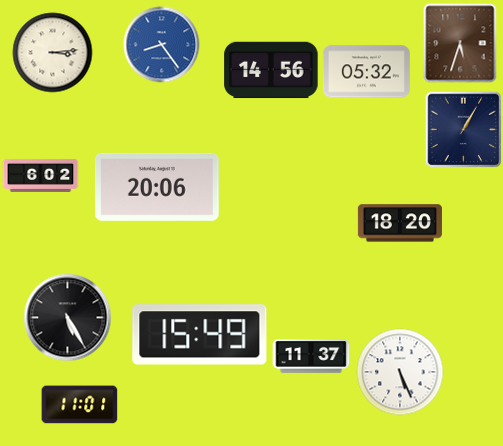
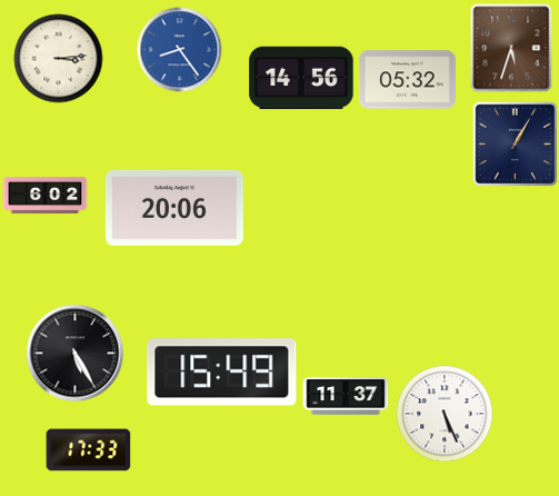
clock at (400, 223): 18:20 -> none
clock at (80, 405): 11:01 -> 17:33
